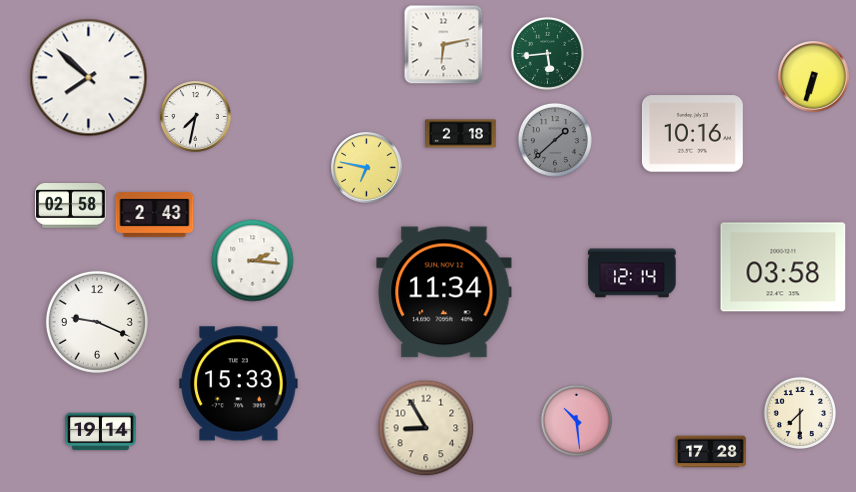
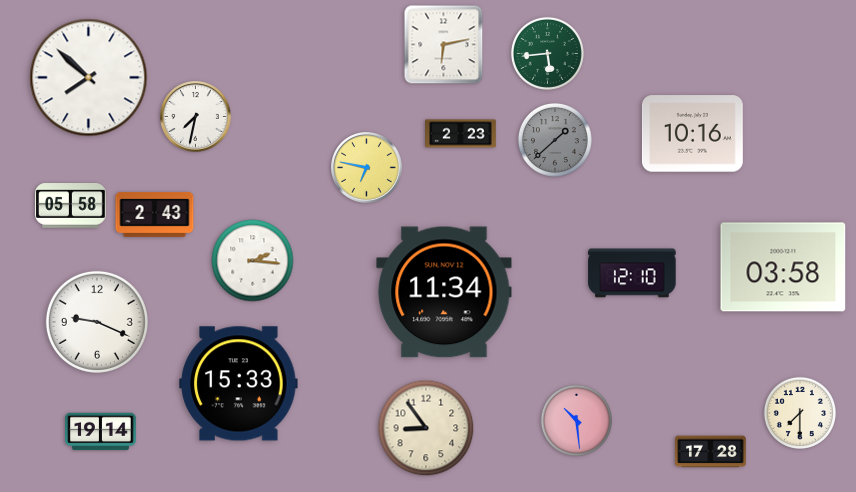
clock at (814, 77): 6:33 -> none
clock at (461, 134): 2:18 -> 2:23
clock at (71, 206): 02:58 -> 05:58
clock at (632, 273): 12:14 -> 12:10
clock at (426, 428): 8:55 -> 8:54
